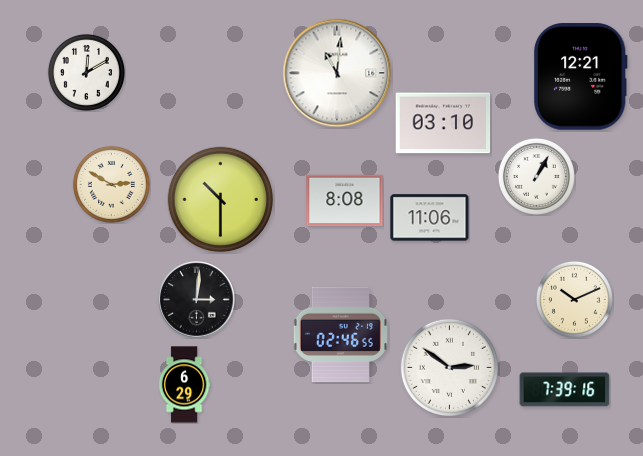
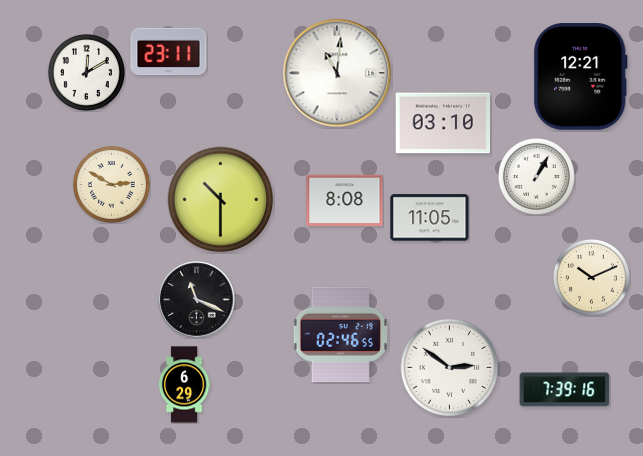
clock at (169, 52): none -> 23:11
clock at (430, 218): 11:06 -> 11:05
clock at (574, 299) position: (574, 299) -> (591, 277)
clock at (197, 300): 3:01 -> 11:19
